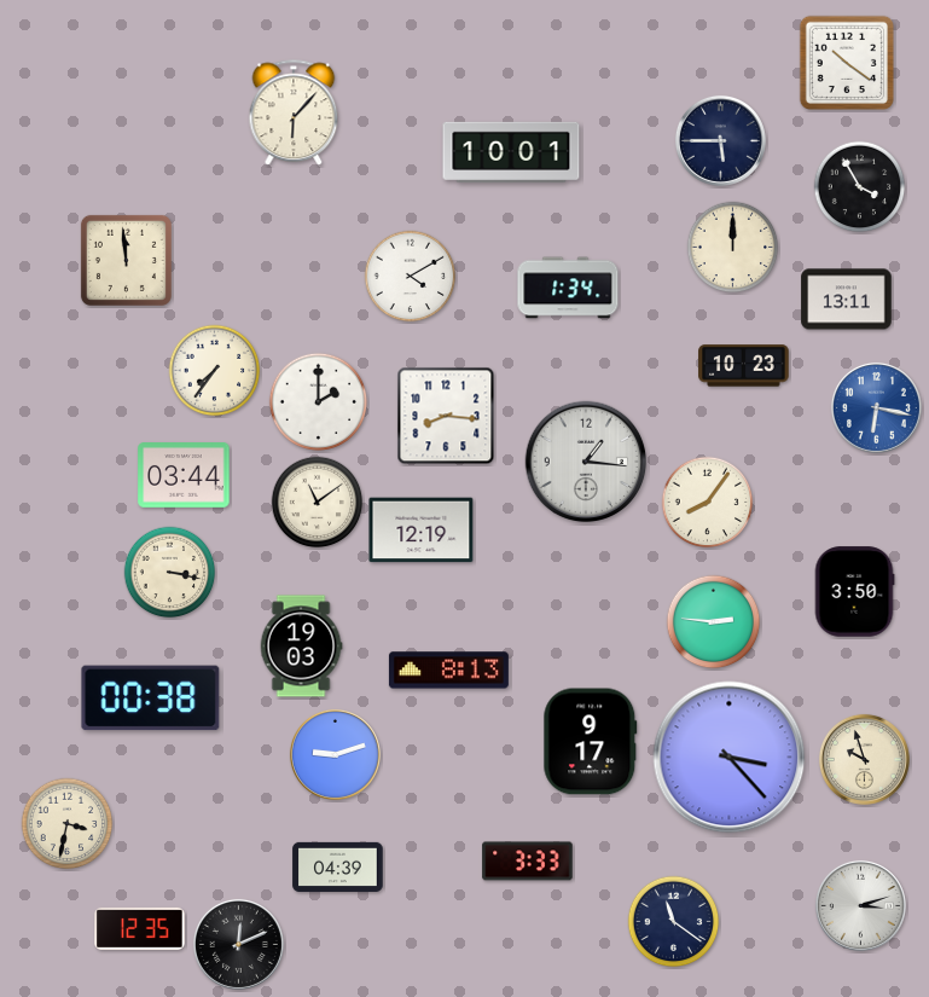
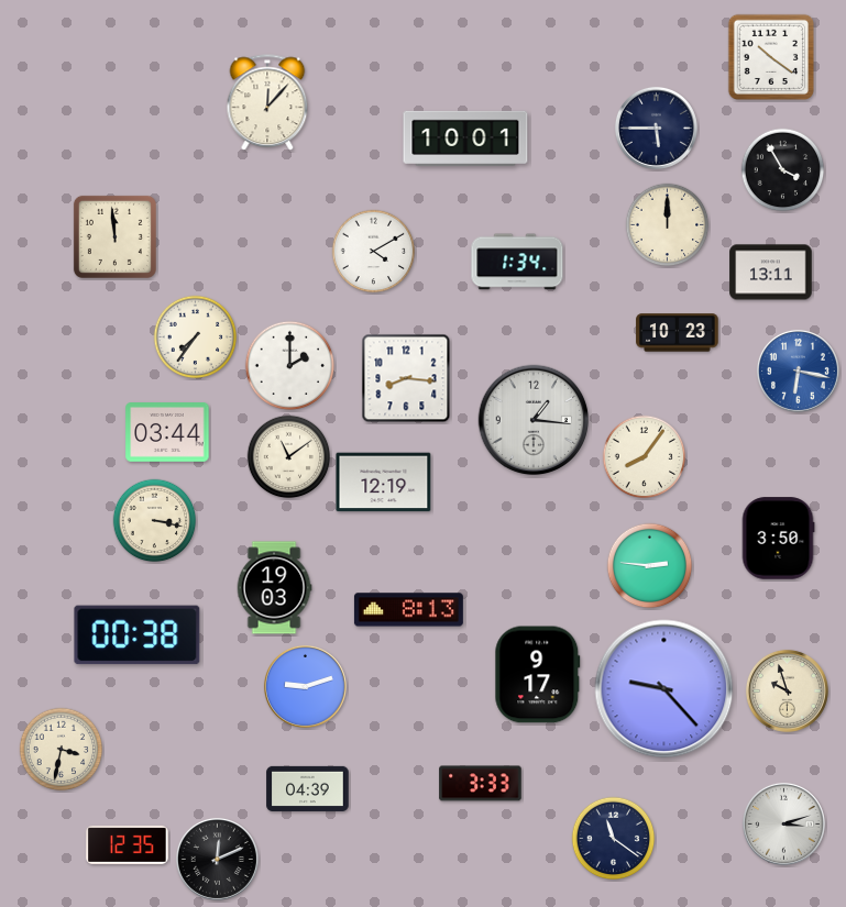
clock at (294, 114): 6:07 -> 12:07
clock at (730, 758): 3:23 -> 9:23
